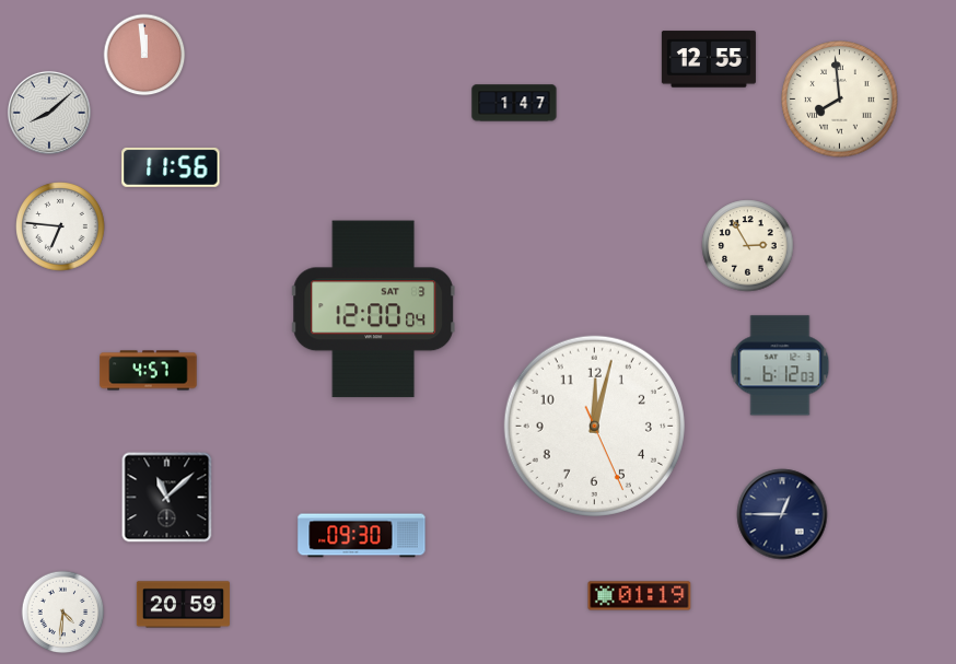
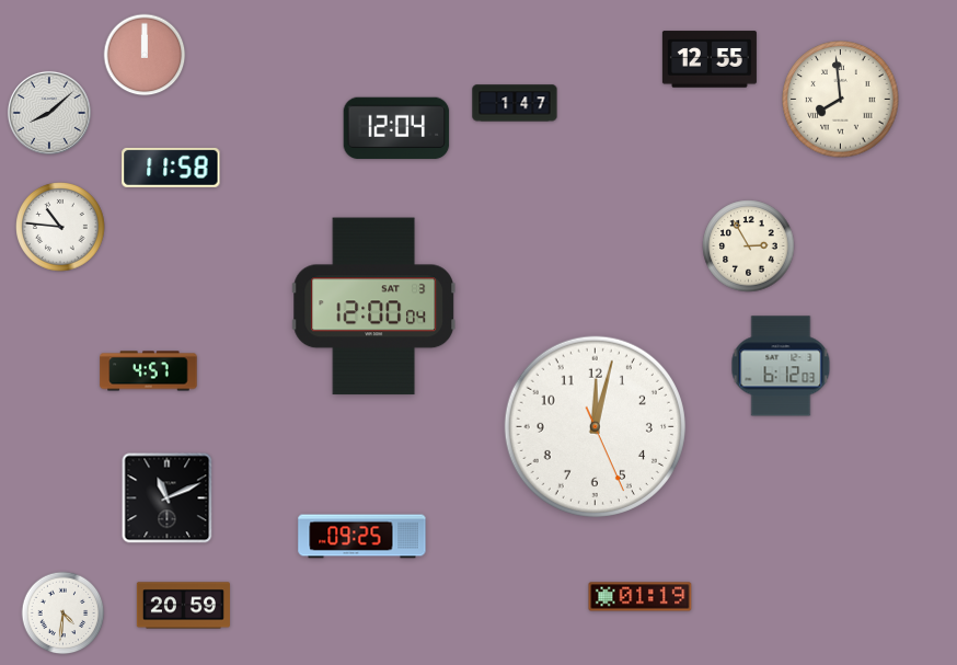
clock at (144, 55): 11:59 -> 12:00
clock at (396, 128): none -> 12:04
clock at (171, 167): 11:56 -> 11:58
clock at (60, 226): 6:46 -> 10:46
clock at (373, 310) position: (373, 310) -> (373, 307)
clock at (167, 498): 11:08 -> 11:11
clock at (782, 514): 12:45 -> none
clock at (362, 536): 09:30 -> 09:25
